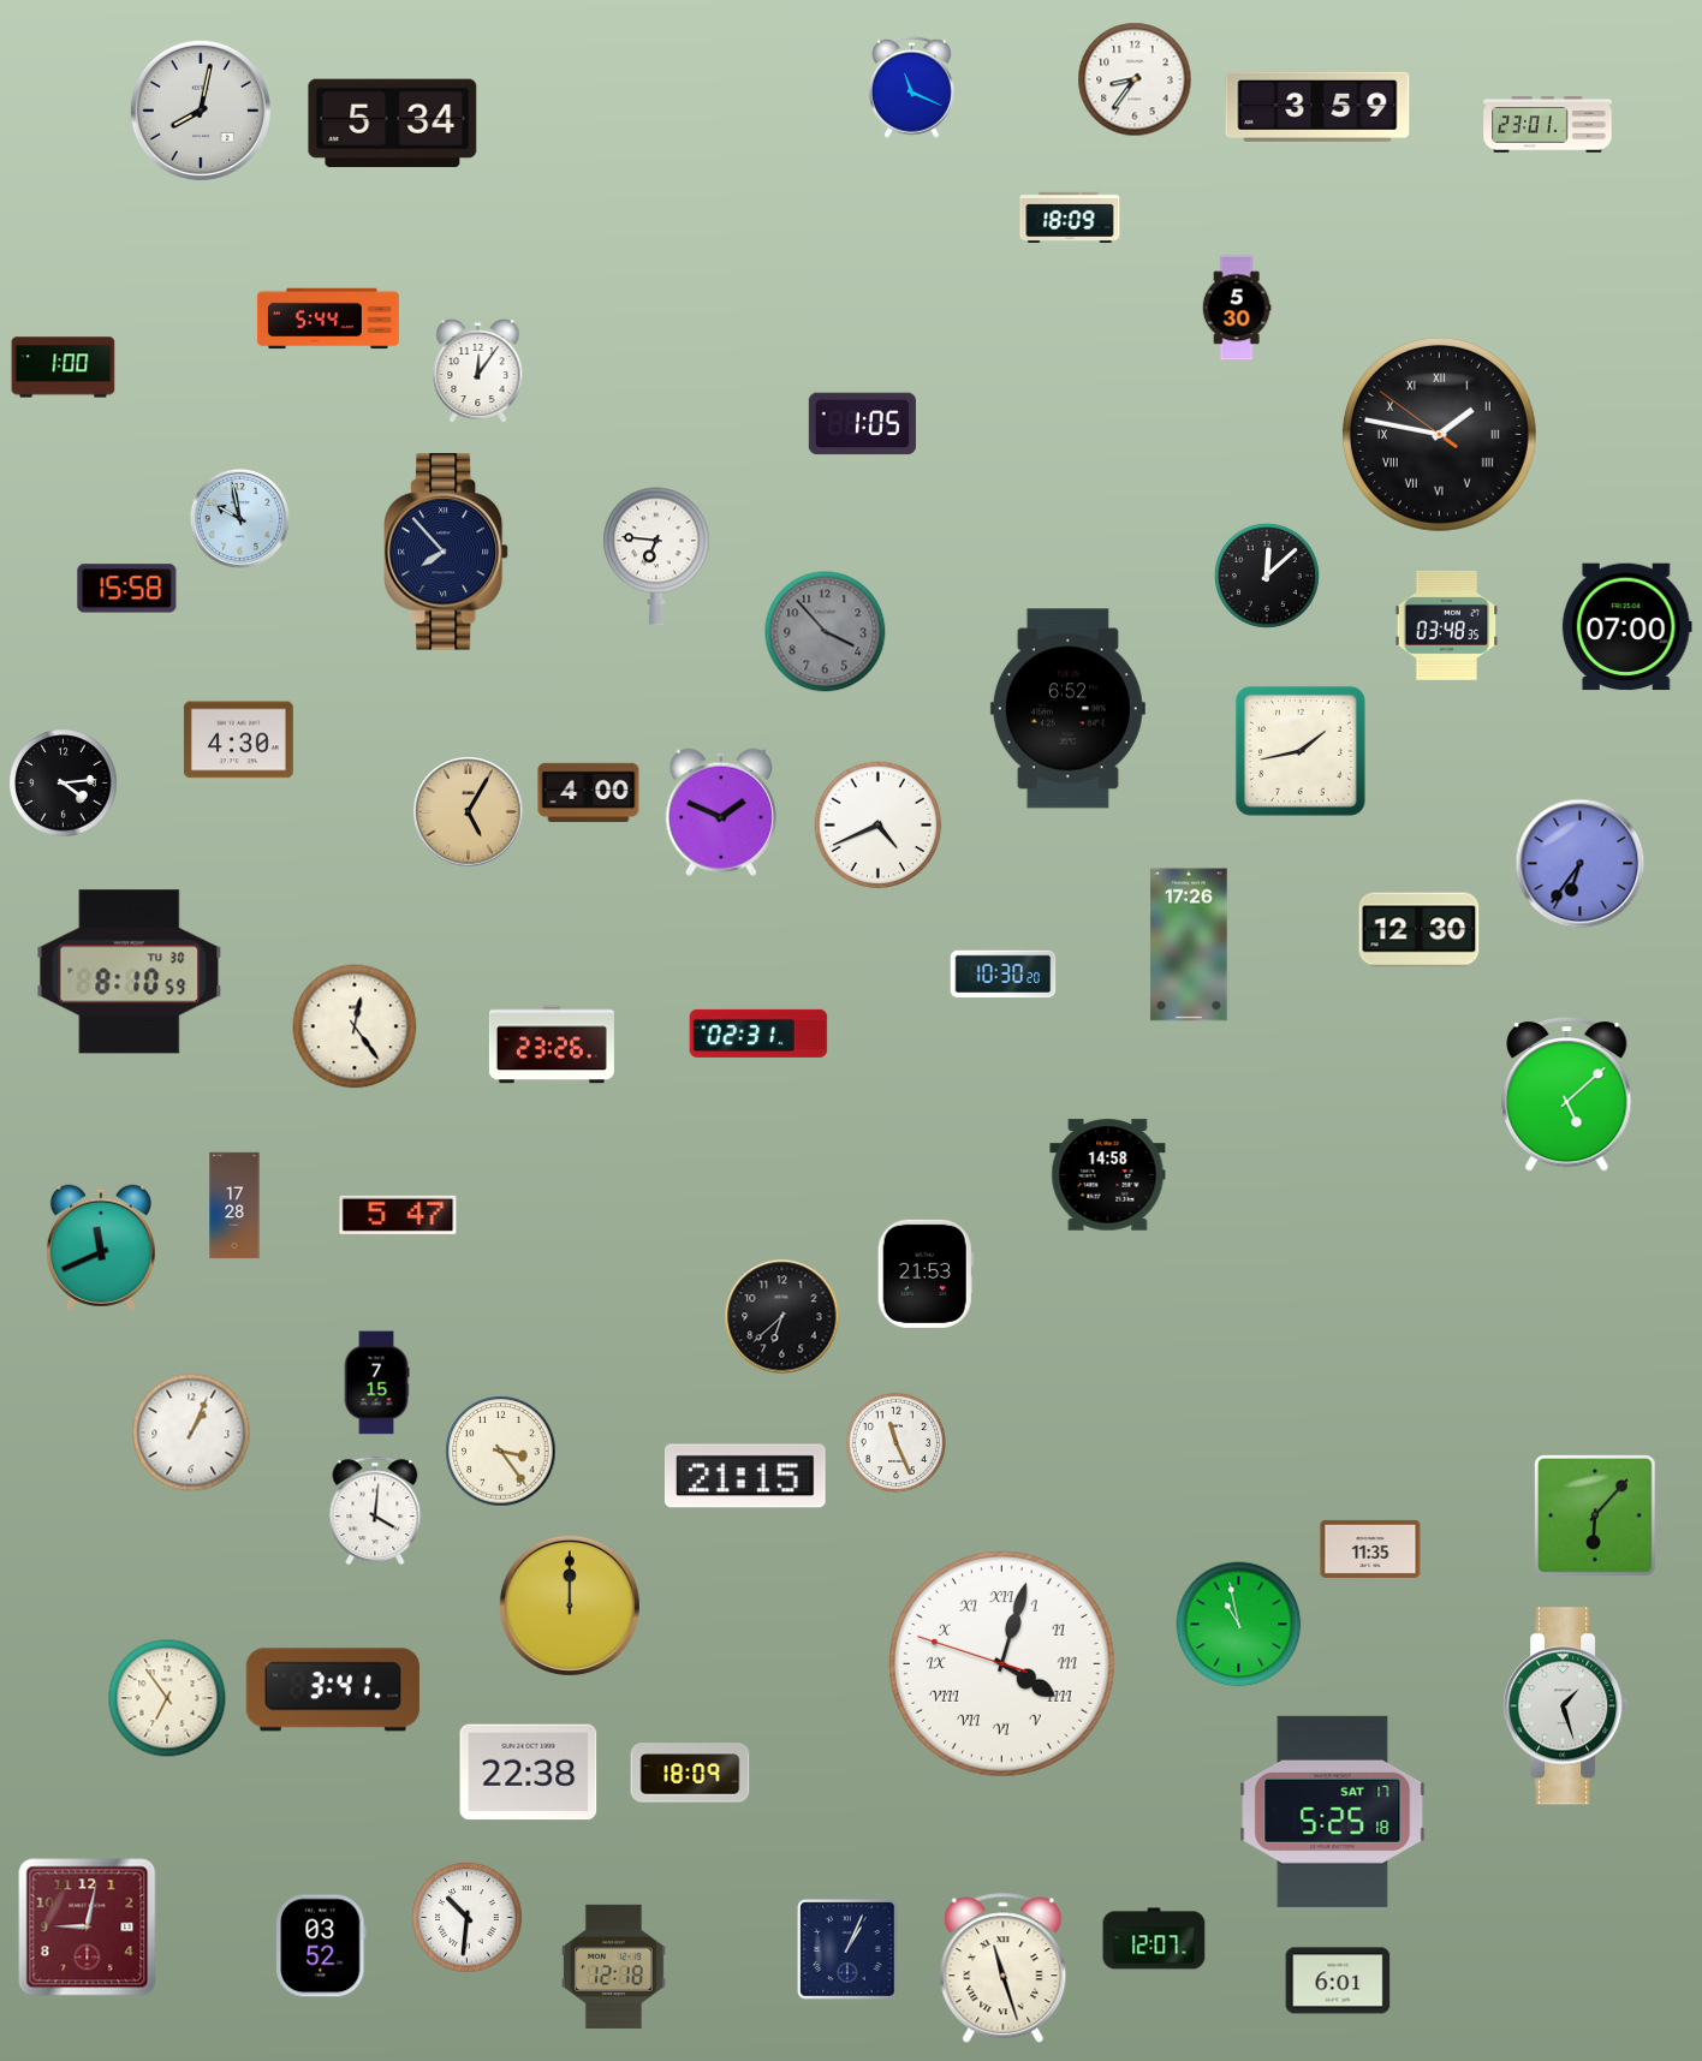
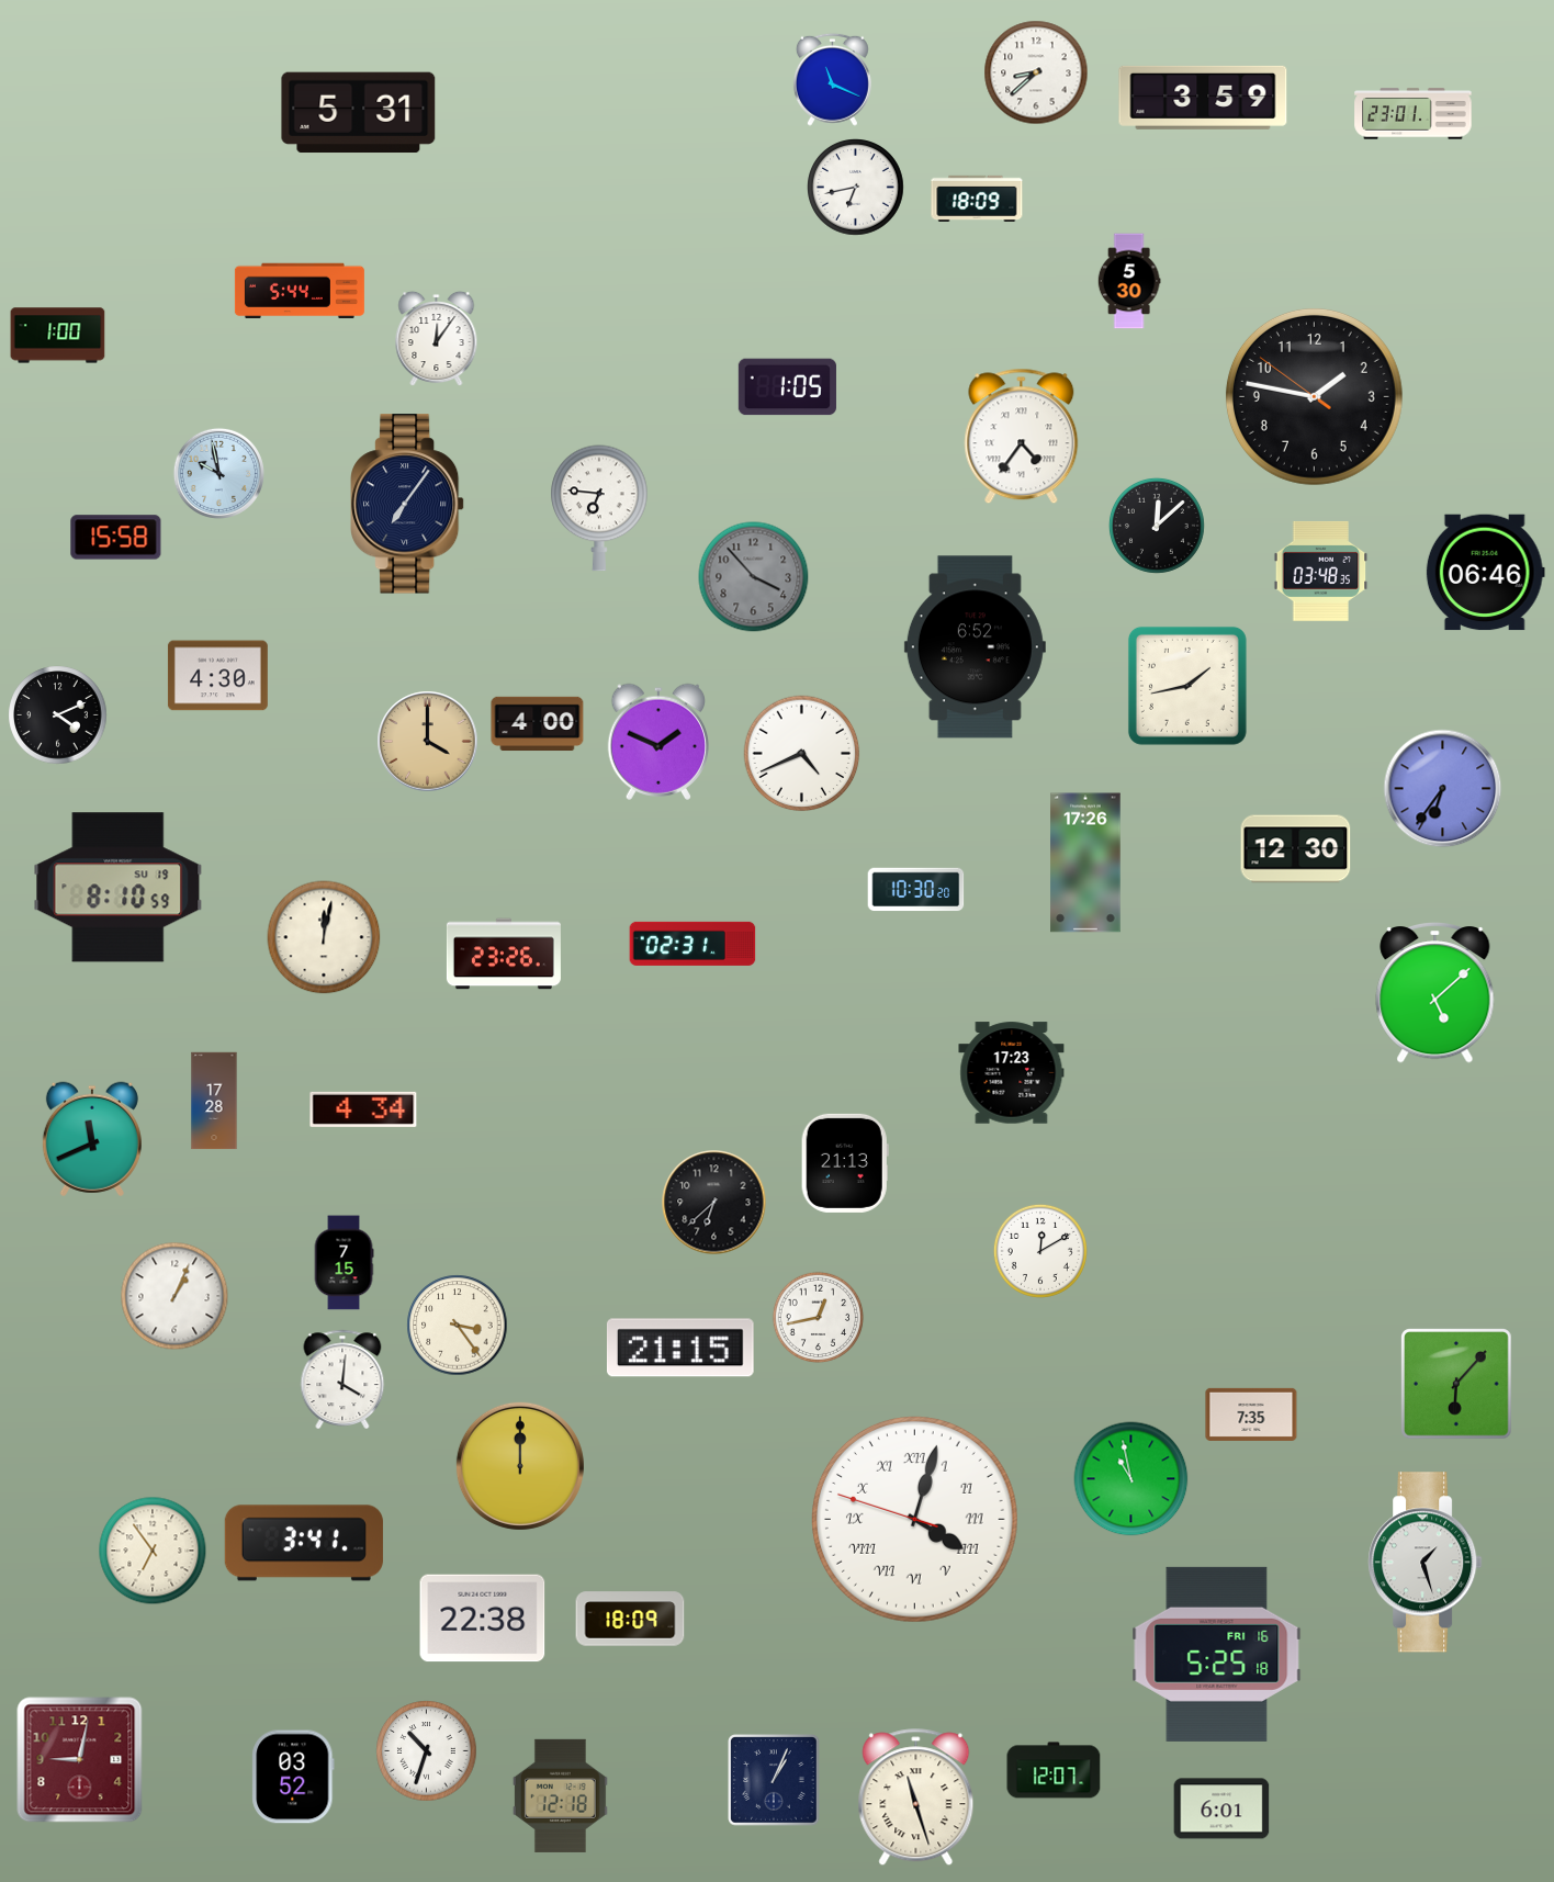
clock at (1135, 79): 8:36 -> 8:38
clock at (201, 111): 8:02 -> none
clock at (393, 124): 5:34 -> 5:31
clock at (856, 188): none -> 6:43
clock at (1439, 434) numerals: Roman -> Arabic
clock at (1022, 437): none -> 4:36
clock at (446, 552): 7:53 -> 7:06
clock at (1626, 627): 07:00 -> 06:46
clock at (64, 784): 4:14 -> 4:11
clock at (469, 812): 5:05 -> 4:00
clock at (130, 972) date: TU 30 -> SU 19
clock at (355, 1026): 12:24 -> 12:02
clock at (1567, 1094) position: (1567, 1094) -> (1435, 992)
clock at (1108, 1175): 14:58 -> 17:23
clock at (398, 1215): 5:47 -> 4:34
clock at (926, 1274): 21:53 -> 21:13
clock at (1040, 1251): none -> 12:10
clock at (191, 1432) position: (191, 1432) -> (174, 1296)
clock at (897, 1443): 11:26 -> 12:43
clock at (1370, 1549): 11:35 -> 7:35
clock at (1239, 1625) position: (1239, 1625) -> (1131, 1479)
clock at (1566, 1706) position: (1566, 1706) -> (1426, 1563)
clock at (1333, 1811) date: SAT 17 -> FRI 16
clock at (468, 1918): 10:31 -> 10:33
